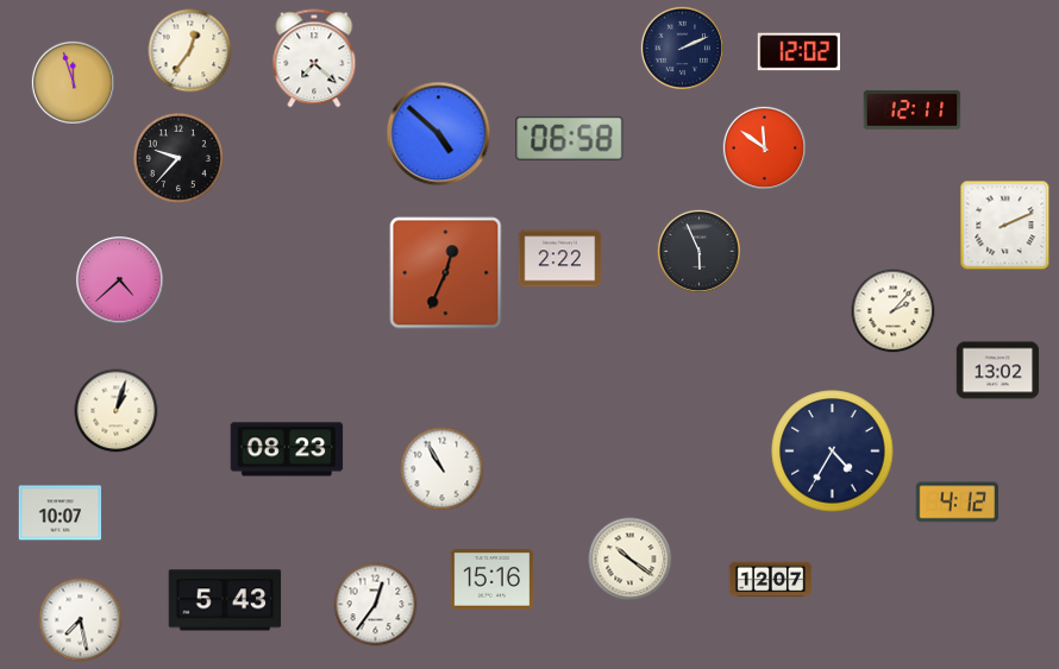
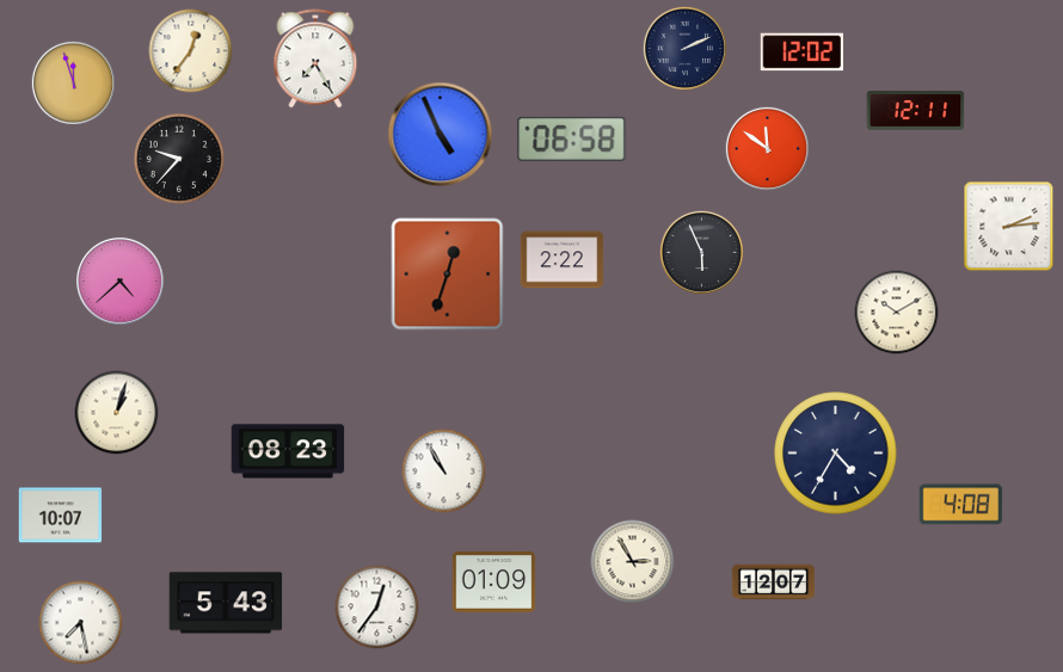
clock at (314, 58): 7:22 -> 7:25
clock at (439, 134): 4:52 -> 4:56
clock at (1005, 226): 2:11 -> 2:14
clock at (446, 273): 12:34 -> 12:33
clock at (894, 311): 2:07 -> 10:10
clock at (998, 371): 13:02 -> none
clock at (957, 503): 4:12 -> 4:08
clock at (631, 560): 10:21 -> 2:55
clock at (493, 580): 15:16 -> 01:09
